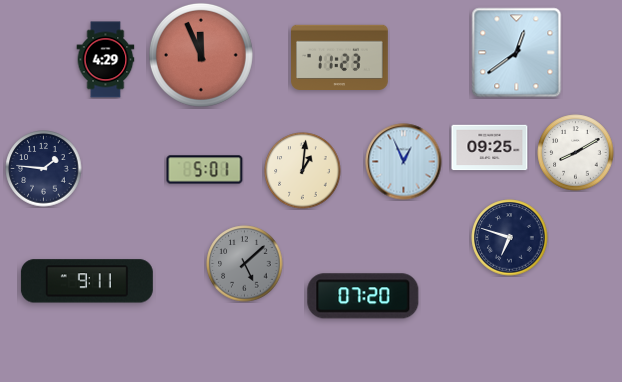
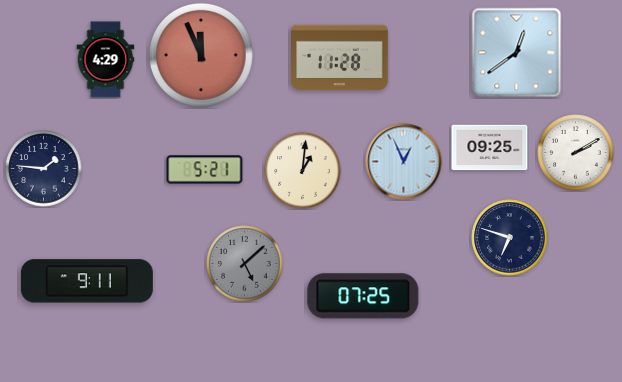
clock at (340, 57): 11:23 -> 11:28
clock at (576, 153): 8:10 -> 2:10
clock at (205, 170): 5:01 -> 5:21
clock at (363, 296): 07:20 -> 07:25
